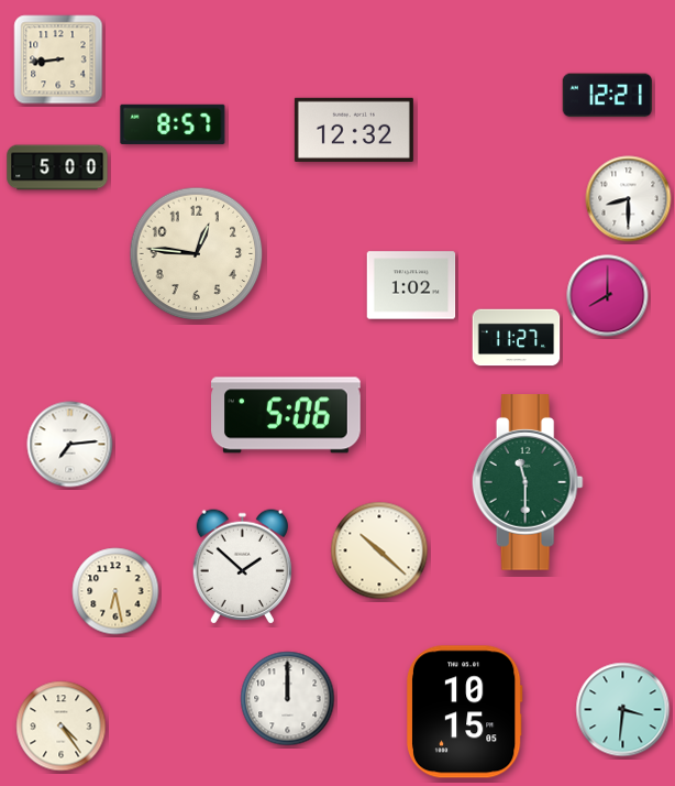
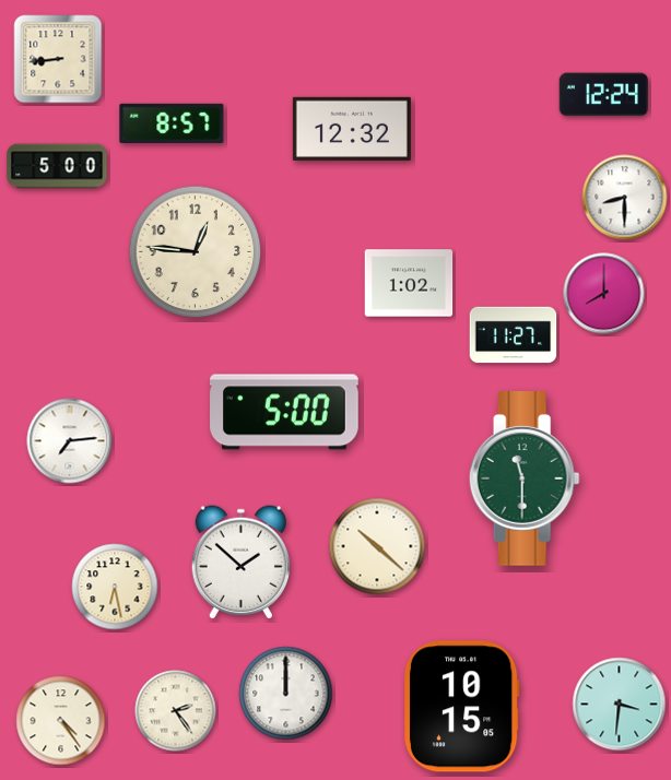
clock at (607, 96): 12:21 -> 12:24
clock at (286, 415): 5:06 -> 5:00
clock at (176, 711): none -> 2:24
